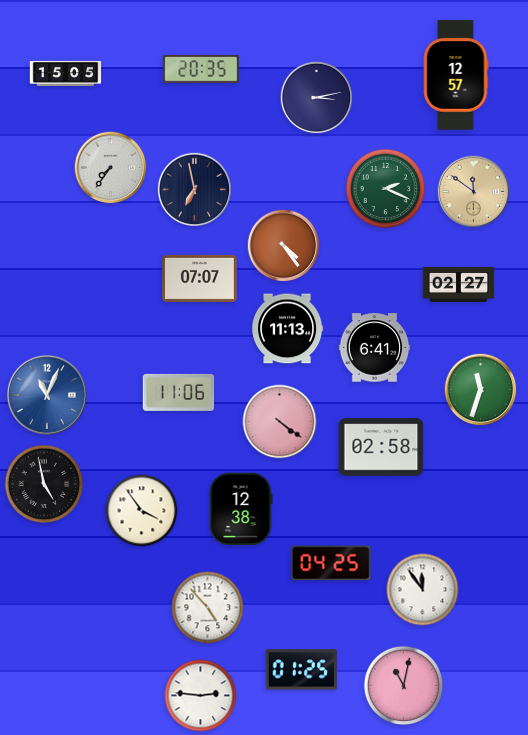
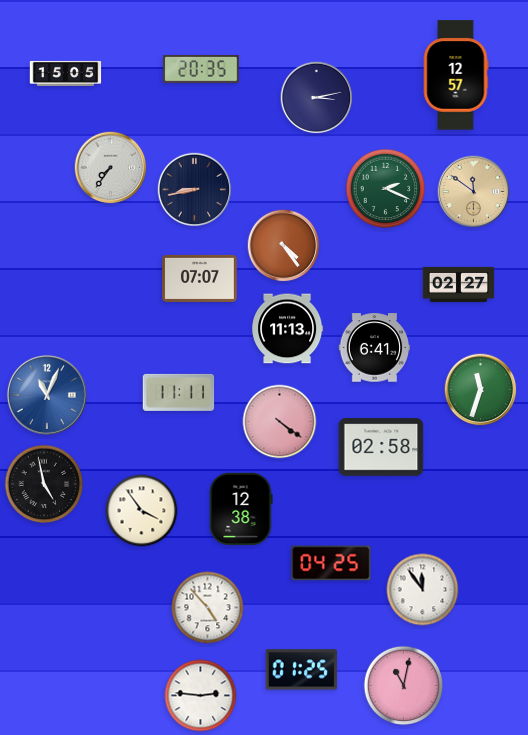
clock at (195, 190): 6:58 -> 8:43
clock at (179, 392): 11:06 -> 11:11
